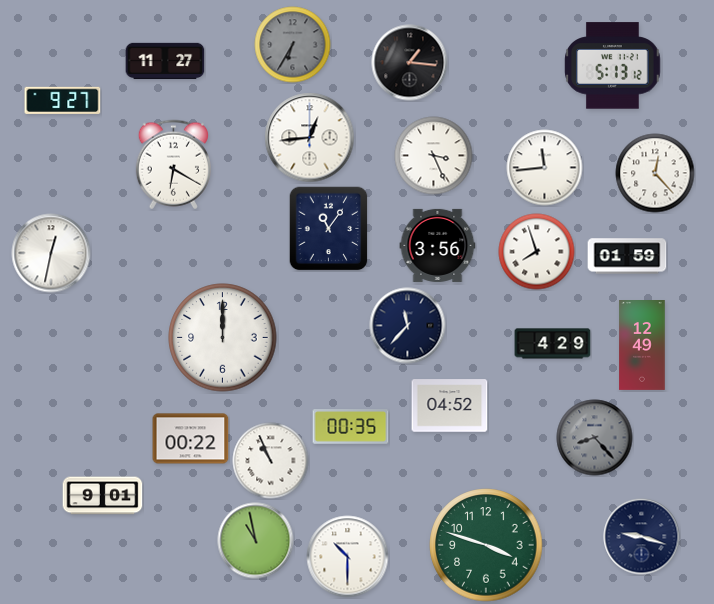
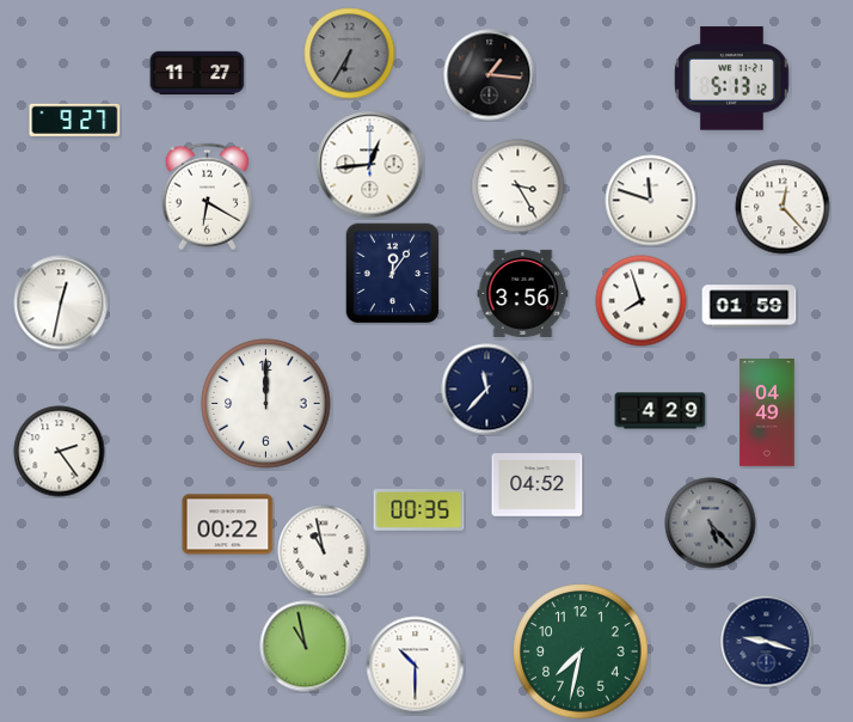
clock at (434, 156): 3:26 -> 3:25
clock at (545, 168): 11:44 -> 11:48
clock at (329, 229): 11:06 -> 12:06
clock at (642, 346): 12:49 -> 04:49
clock at (60, 452): none -> 2:24
clock at (595, 438): 8:23 -> 5:23
clock at (271, 461): 10:56 -> 10:58
clock at (103, 496): 9:01 -> none
clock at (486, 545): 3:48 -> 7:32
